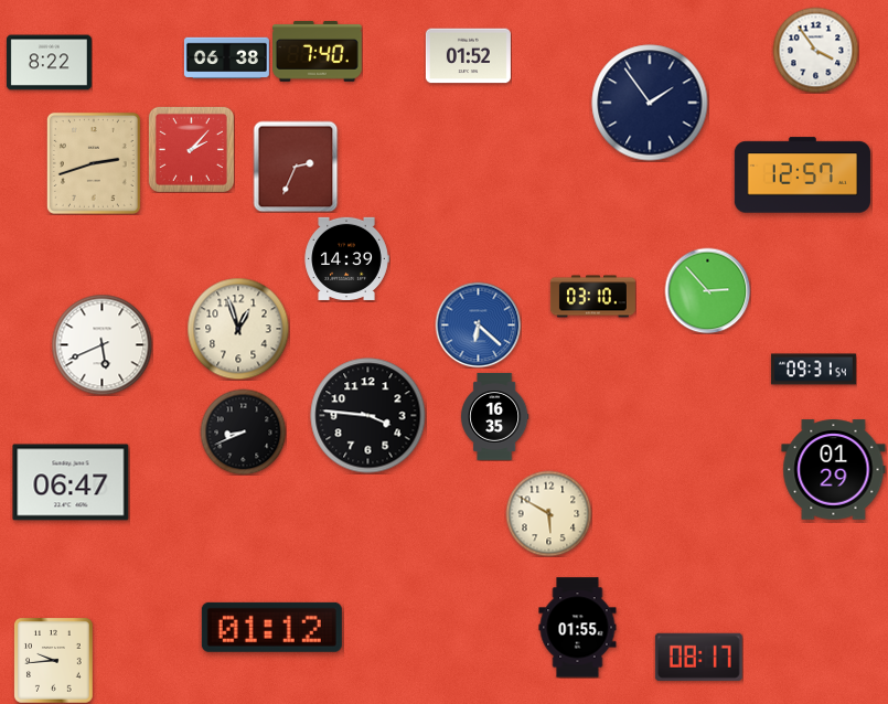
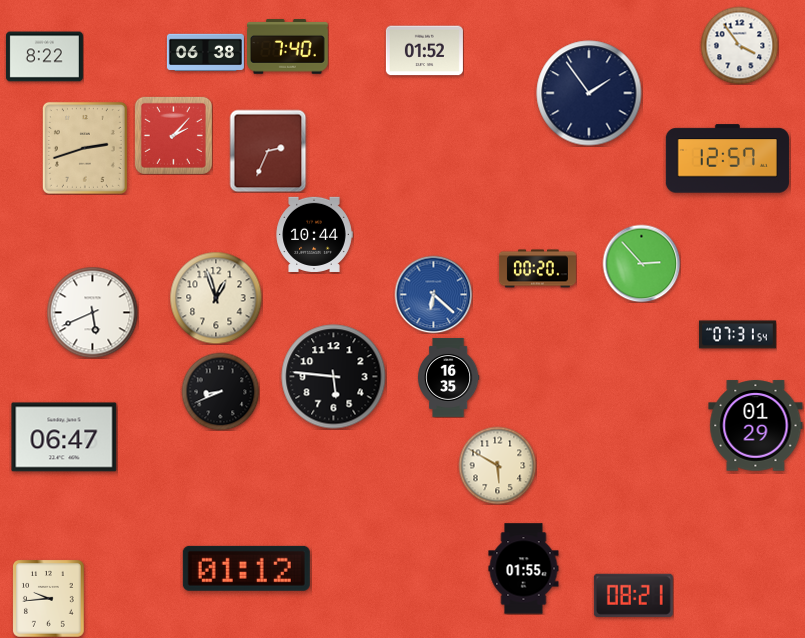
clock at (346, 258): 14:39 -> 10:44
clock at (592, 297): 03:10 -> 00:20
clock at (813, 370): 09:31 -> 07:31
clock at (368, 416): 3:46 -> 5:46
clock at (698, 657): 08:17 -> 08:21
